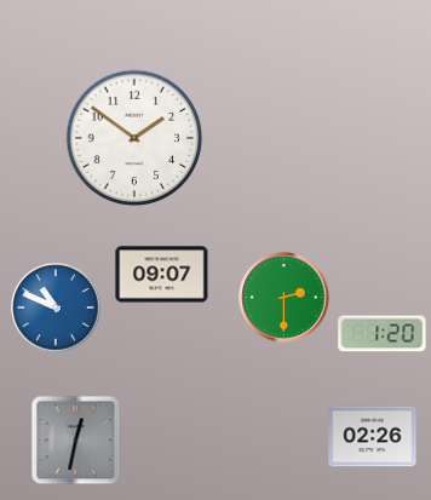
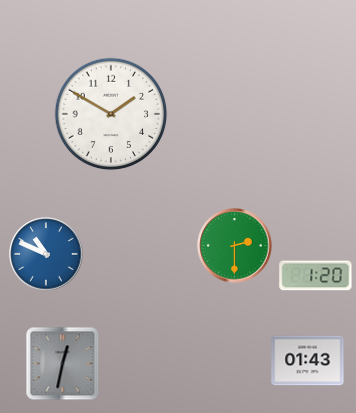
clock at (134, 138): 1:51 -> 1:50
clock at (162, 275): 09:07 -> none
clock at (373, 437): 02:26 -> 01:43
